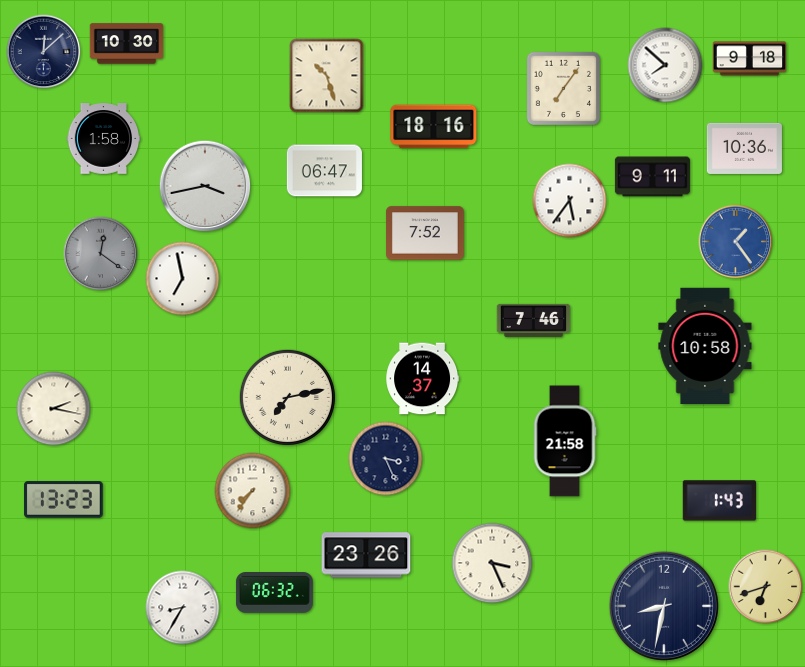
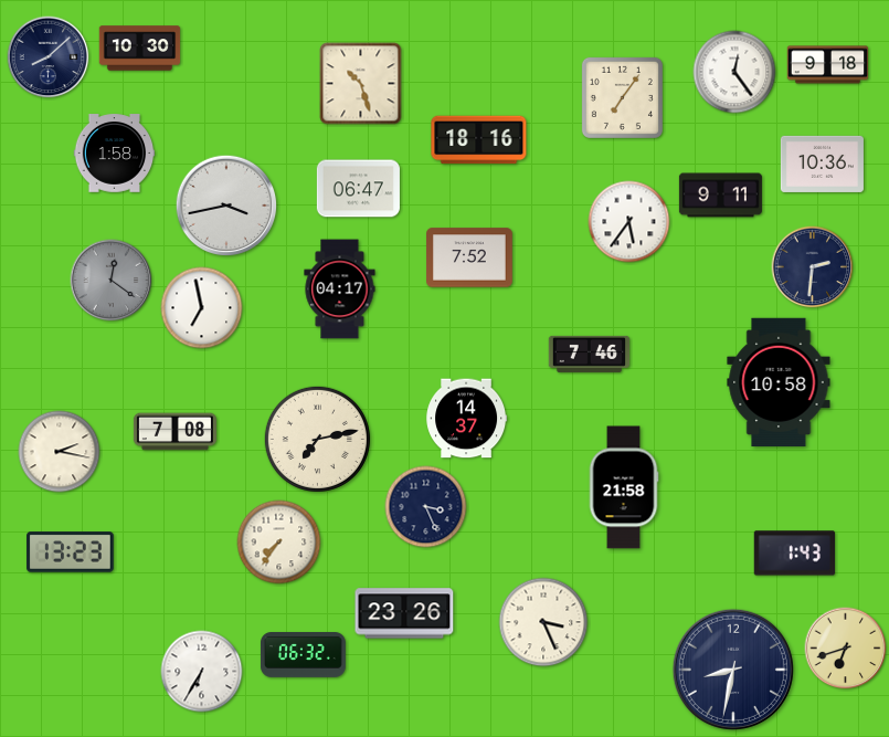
clock at (44, 52): 12:08 -> 8:08
clock at (665, 65): 7:52 -> 12:24
clock at (736, 242): 1:24 -> 2:31
clock at (736, 242) dial: blue -> navy
clock at (340, 289): none -> 04:17
clock at (174, 432): none -> 7:08
clock at (183, 608): 8:35 -> 6:35
